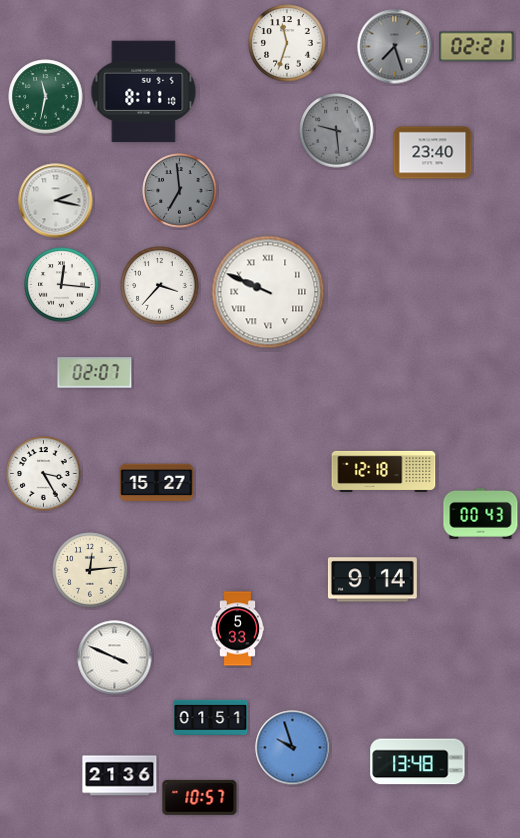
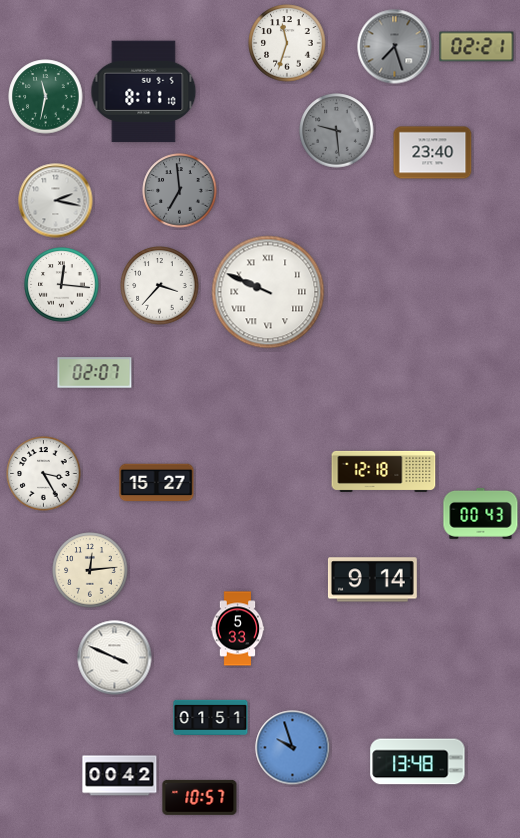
clock at (120, 776): 21:36 -> 00:42
